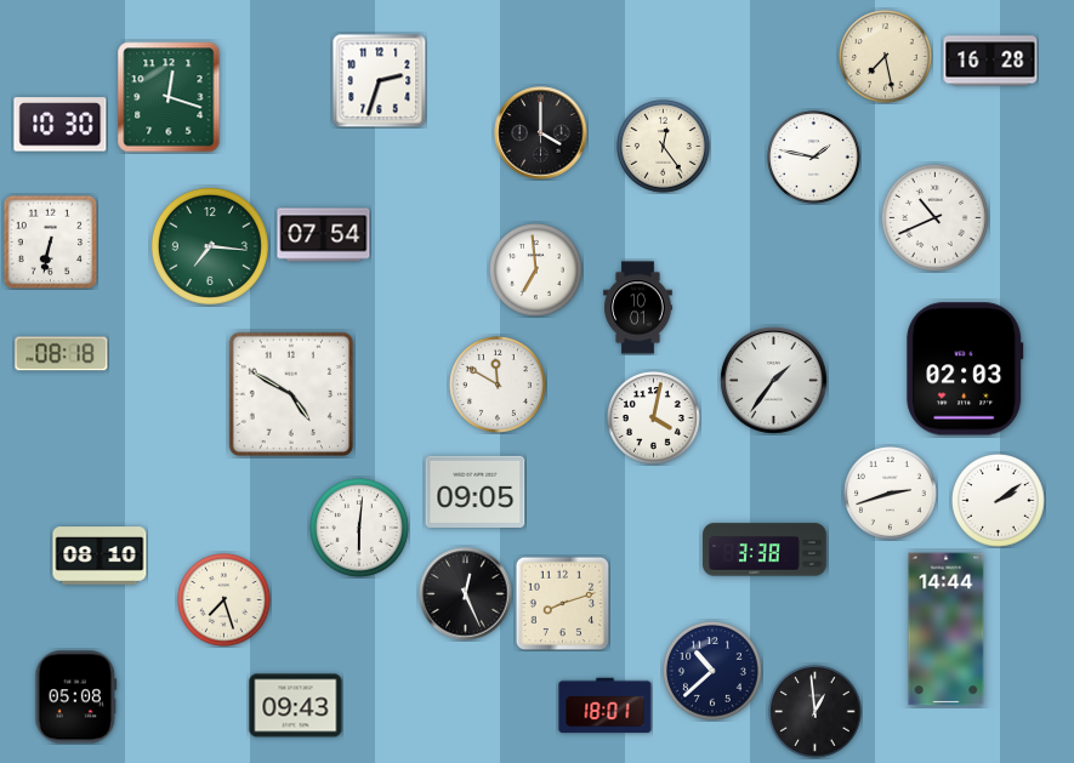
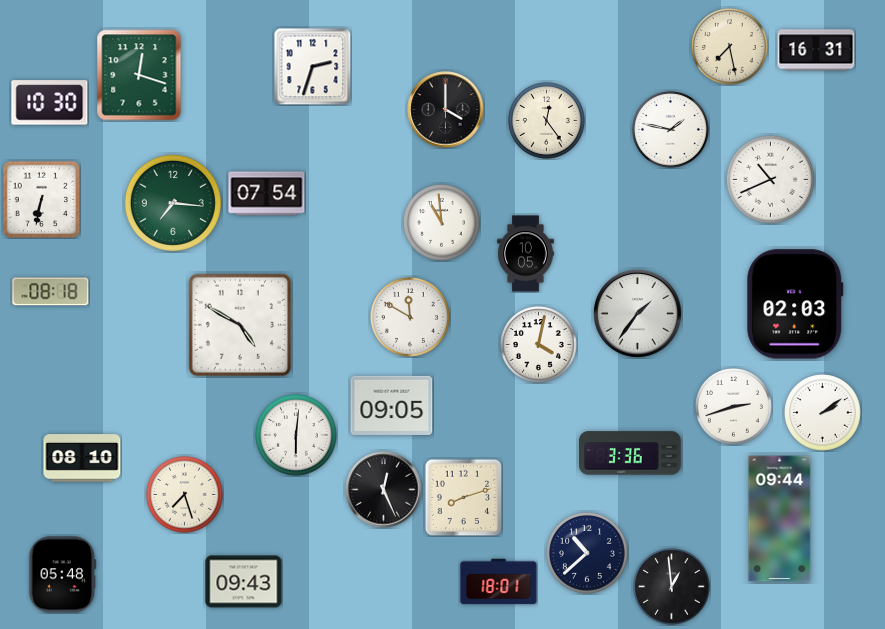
clock at (990, 61): 16:28 -> 16:31
clock at (169, 97) position: (169, 97) -> (139, 75)
clock at (536, 271): 6:59 -> 10:59
clock at (638, 308): 10:01 -> 10:05
clock at (765, 550): 3:38 -> 3:36
clock at (947, 630): 14:44 -> 09:44
clock at (76, 697): 05:08 -> 05:48
